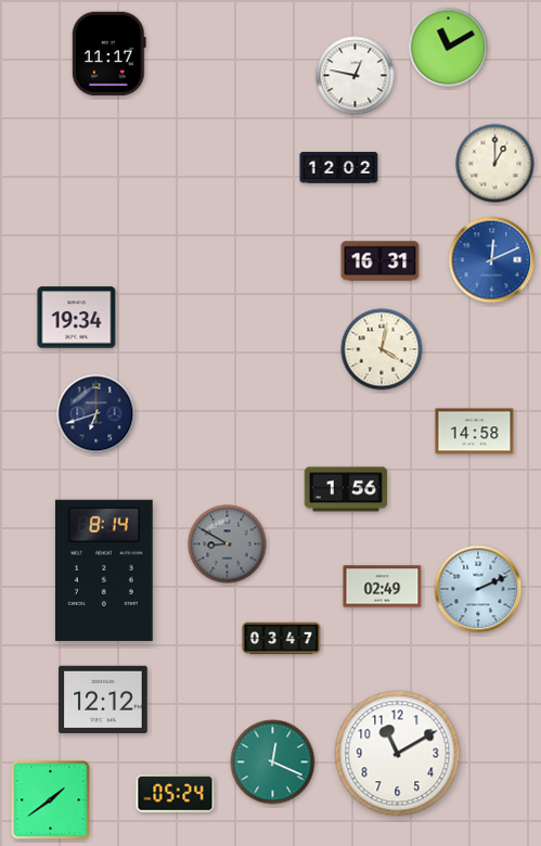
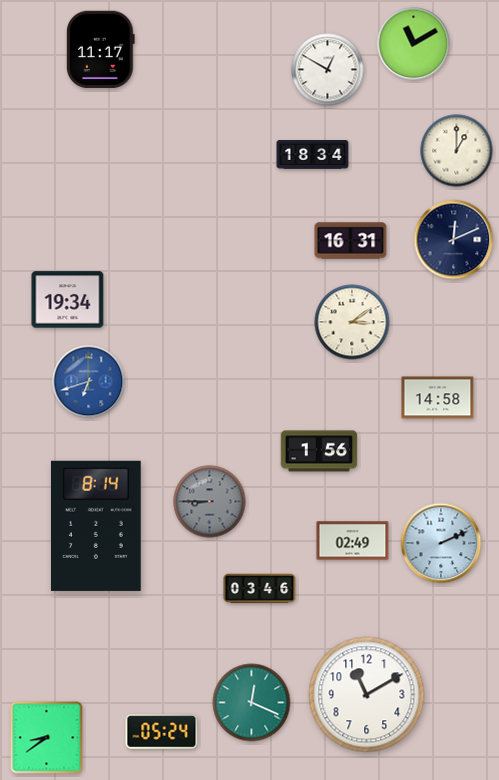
clock at (356, 76): 12:47 -> 12:50
clock at (339, 168): 12:02 -> 18:34
clock at (492, 260) dial: blue -> navy
clock at (77, 318) position: (77, 318) -> (68, 300)
clock at (382, 349): 4:02 -> 3:09
clock at (96, 414) dial: navy -> blue
clock at (228, 544): 8:50 -> 8:45
clock at (282, 639): 03:47 -> 03:46
clock at (103, 698): 12:12 -> none
clock at (51, 800): 1:39 -> 8:39
